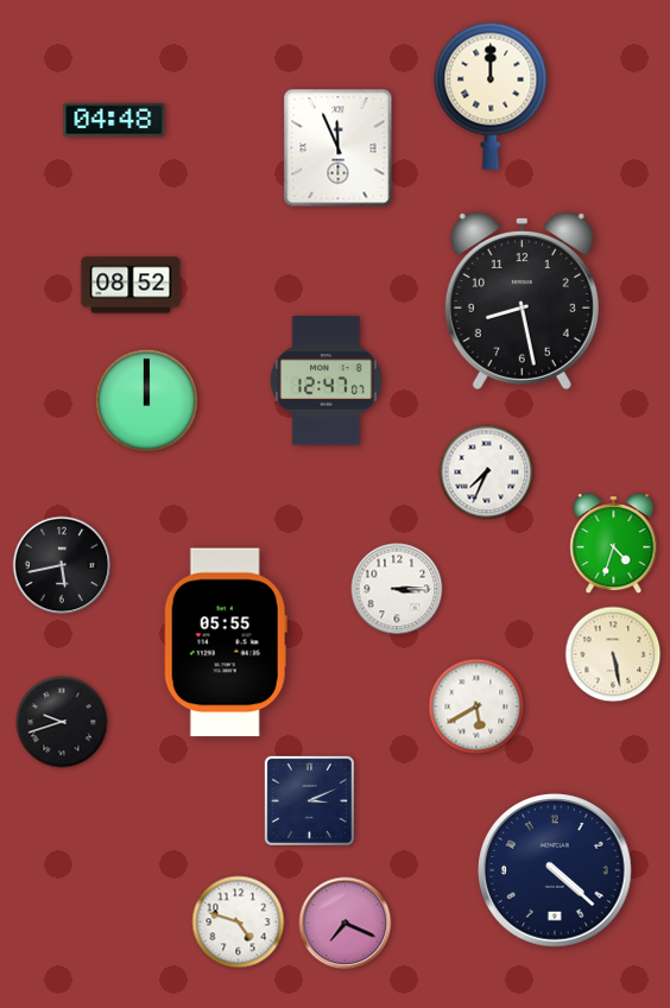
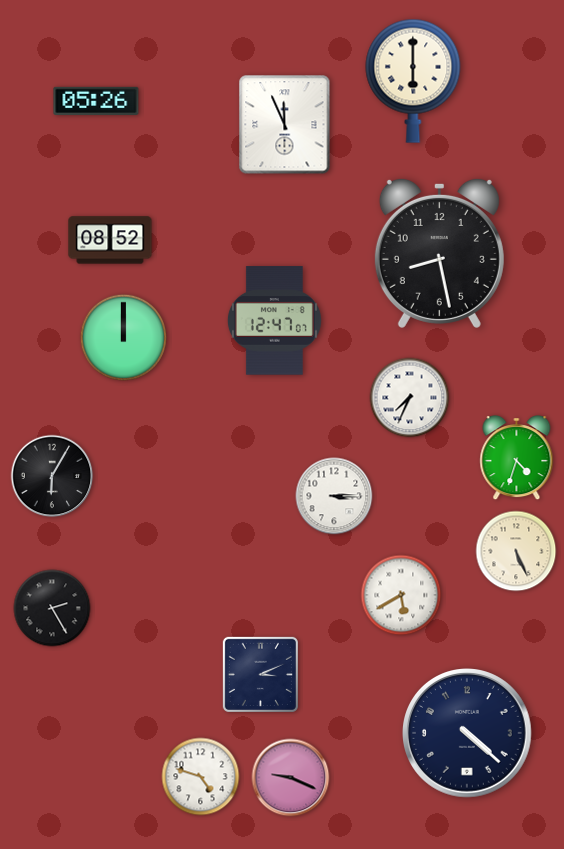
clock at (491, 96): 12:00 -> 6:00
clock at (114, 120): 04:48 -> 05:26
clock at (62, 565): 5:43 -> 6:05
clock at (226, 642): 05:55 -> none
clock at (613, 654): 5:28 -> 5:26
clock at (62, 722): 9:42 -> 2:25
clock at (346, 924): 7:19 -> 9:19
